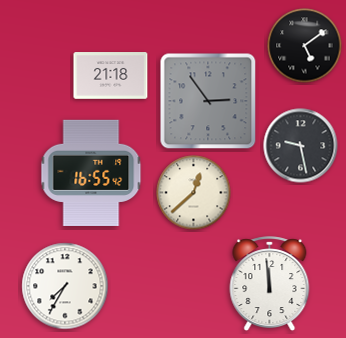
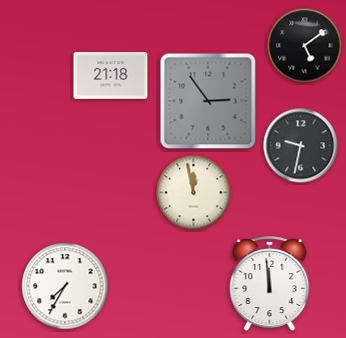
clock at (301, 146): 9:28 -> 9:32
clock at (91, 172): 16:55 -> none
clock at (194, 193): 12:38 -> 11:58
